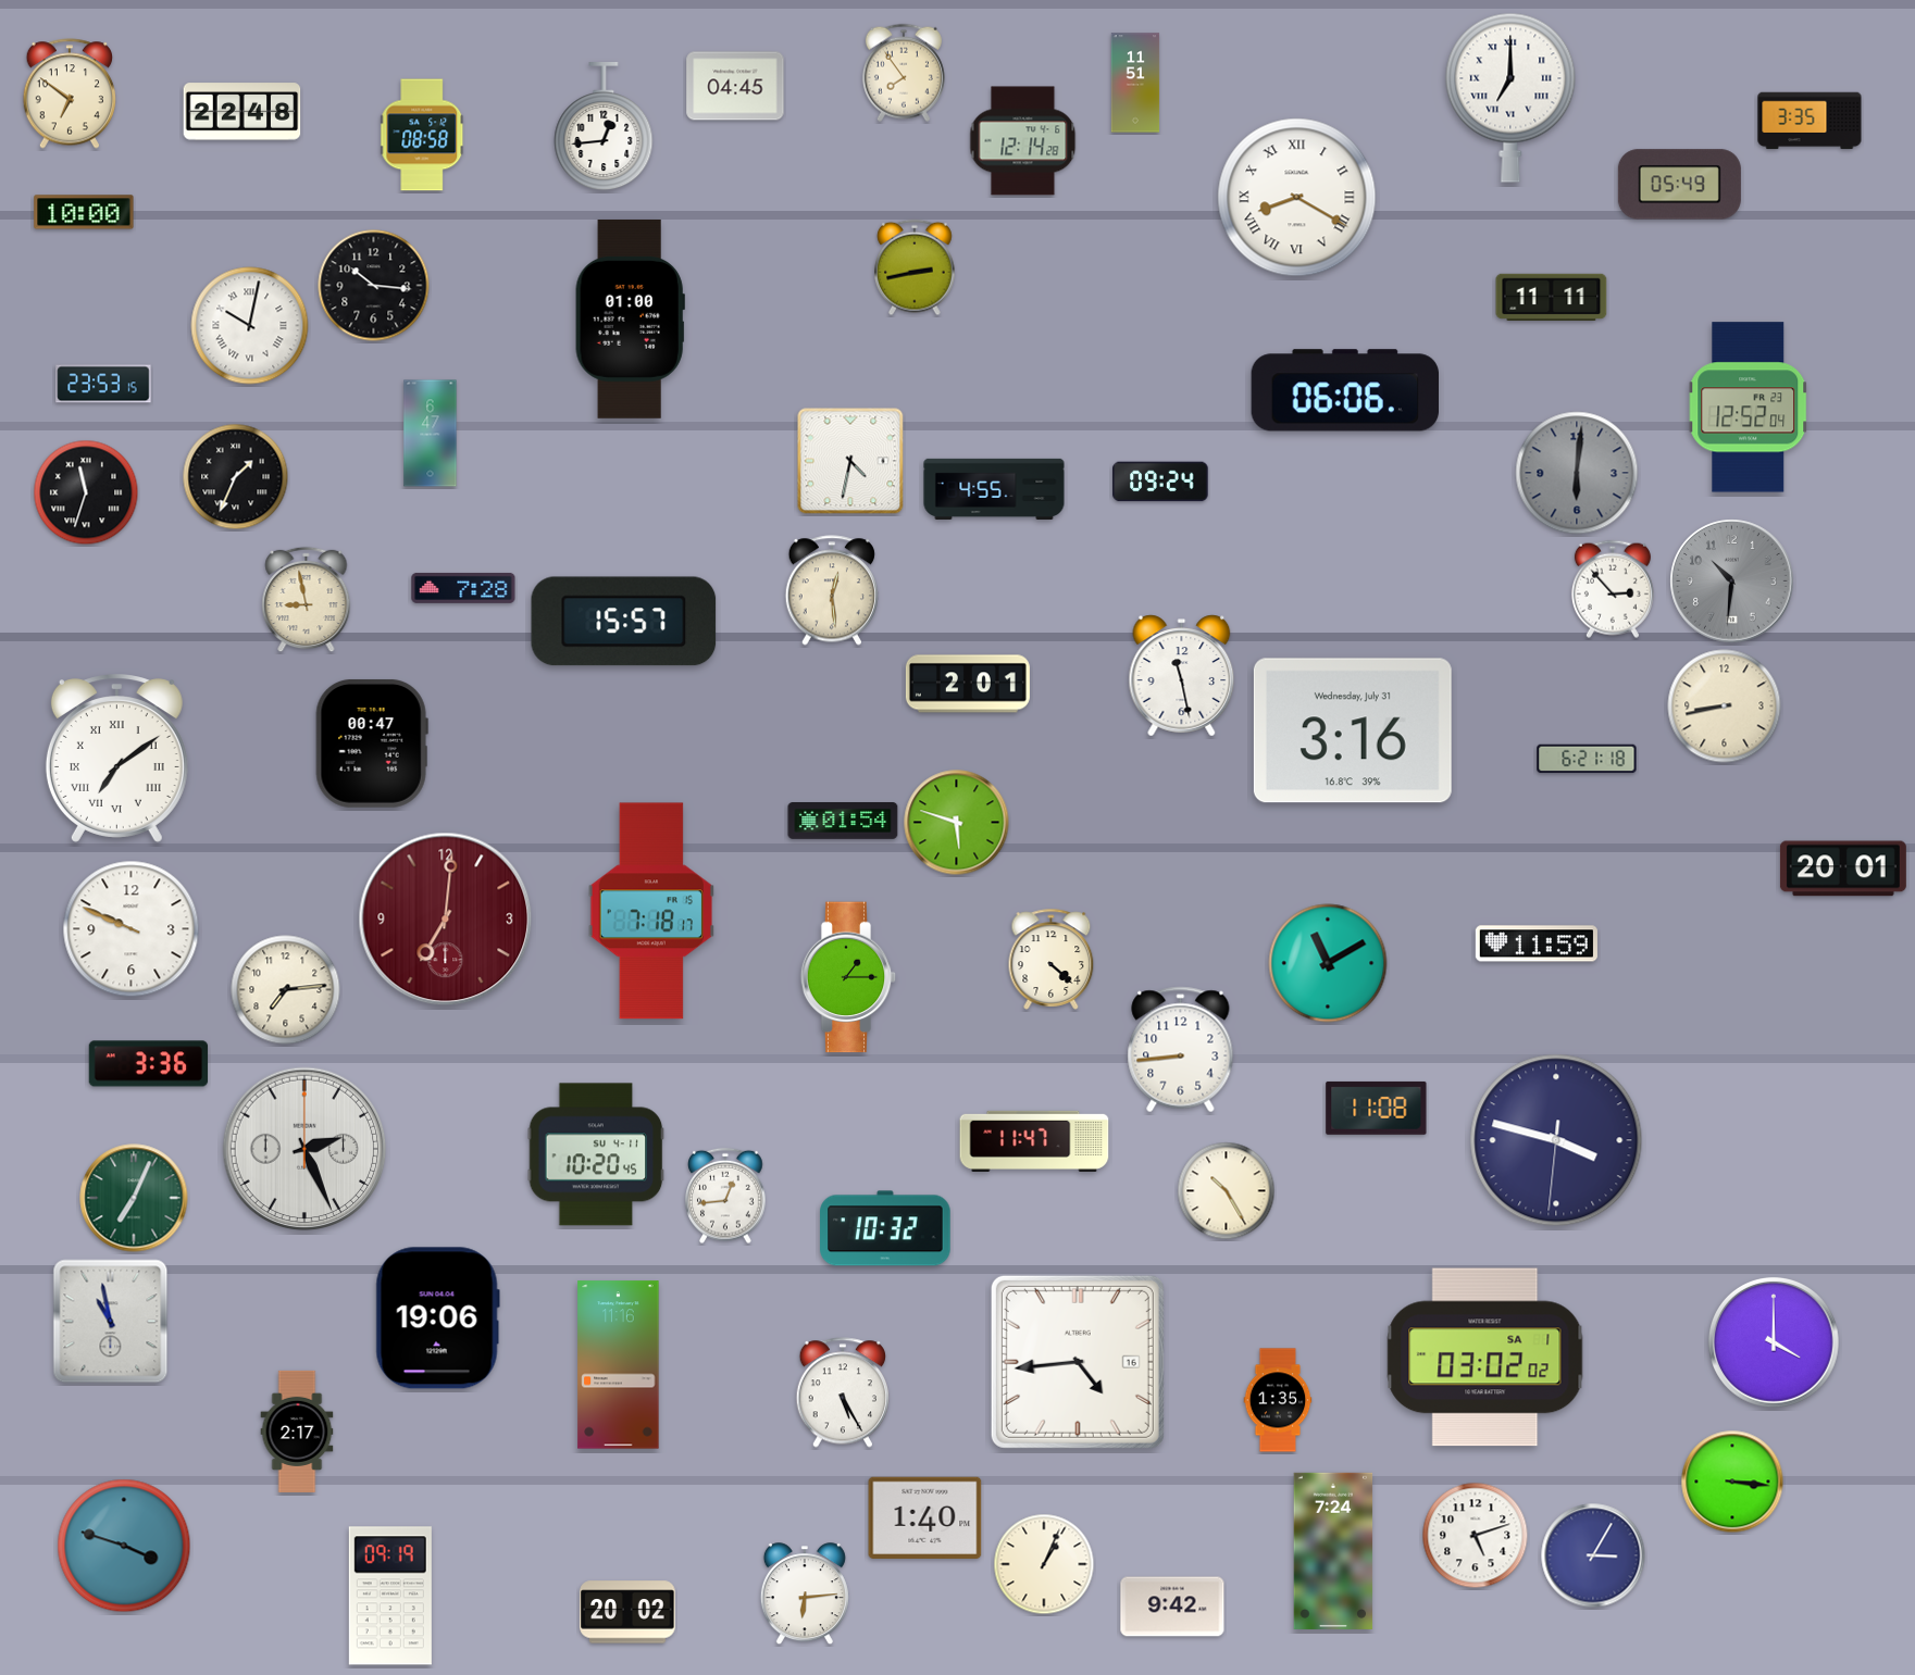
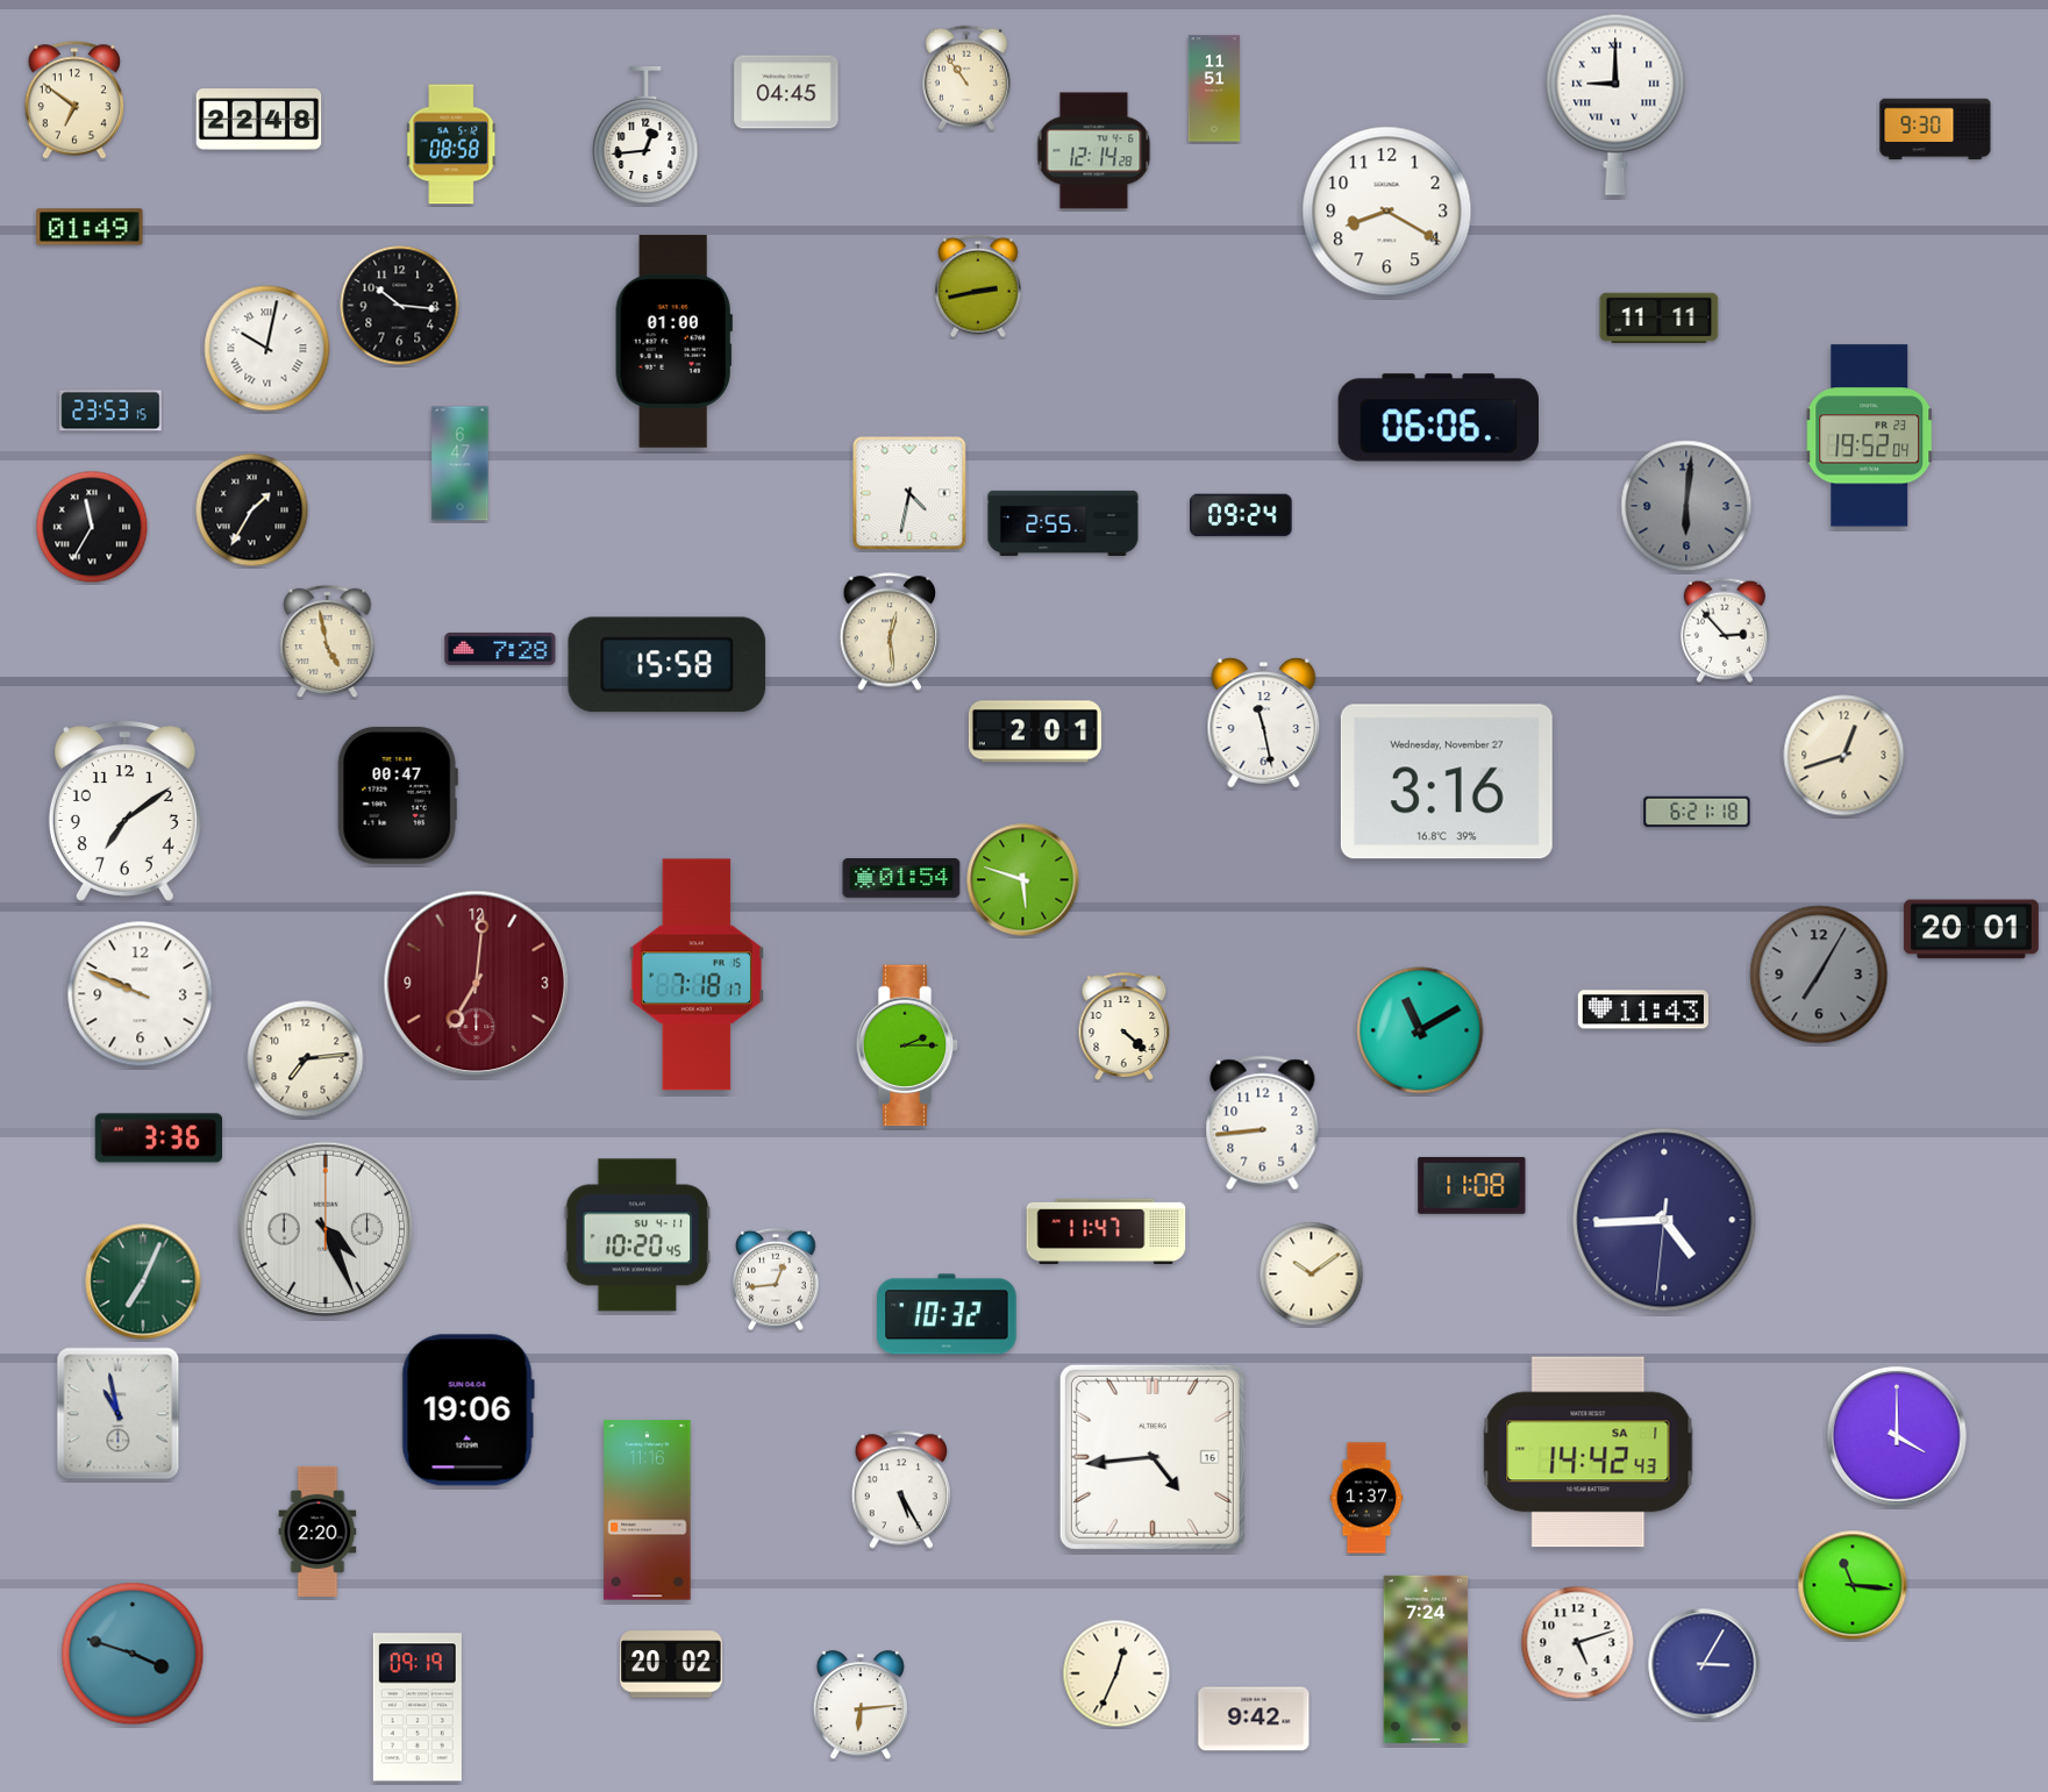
clock at (904, 73): 7:54 -> 10:54
clock at (1510, 98): 7:00 -> 9:00
clock at (1810, 121): 3:35 -> 9:30
clock at (1679, 185): 05:49 -> none
clock at (1297, 198) numerals: Roman -> Arabic
clock at (84, 212): 10:00 -> 01:49
clock at (1749, 408): 12:52 -> 19:52
clock at (236, 477): 1:34 -> 1:35
clock at (994, 489): 4:55 -> 2:55
clock at (86, 492): 11:33 -> 11:35
clock at (1732, 582): 10:31 -> none
clock at (463, 588) position: (463, 588) -> (500, 649)
clock at (307, 600): 8:58 -> 4:58
clock at (624, 622): 15:57 -> 15:58
clock at (1725, 707): 8:43 -> 12:42
clock at (1353, 730) date: Wednesday, July 31 -> Wednesday, November 27
clock at (116, 759) numerals: Roman -> Arabic
clock at (1819, 974): none -> 7:05
clock at (1537, 943): 11:59 -> 11:43
clock at (848, 977): 1:15 -> 2:15
clock at (1556, 1140): 3:47 -> 4:44
clock at (1034, 1141) position: (1034, 1141) -> (1106, 1231)
clock at (304, 1149): 2:26 -> 4:26
clock at (1227, 1191): 10:25 -> 10:09
clock at (1485, 1358): 03:02 -> 14:42
clock at (619, 1365) position: (619, 1365) -> (648, 1511)
clock at (1278, 1400): 1:35 -> 1:37
clock at (297, 1432): 2:17 -> 2:20
clock at (1732, 1482): 3:16 -> 11:16
clock at (925, 1517): 1:40 -> none
clock at (1044, 1564): 1:04 -> 12:34
clock at (627, 1612) position: (627, 1612) -> (671, 1664)
